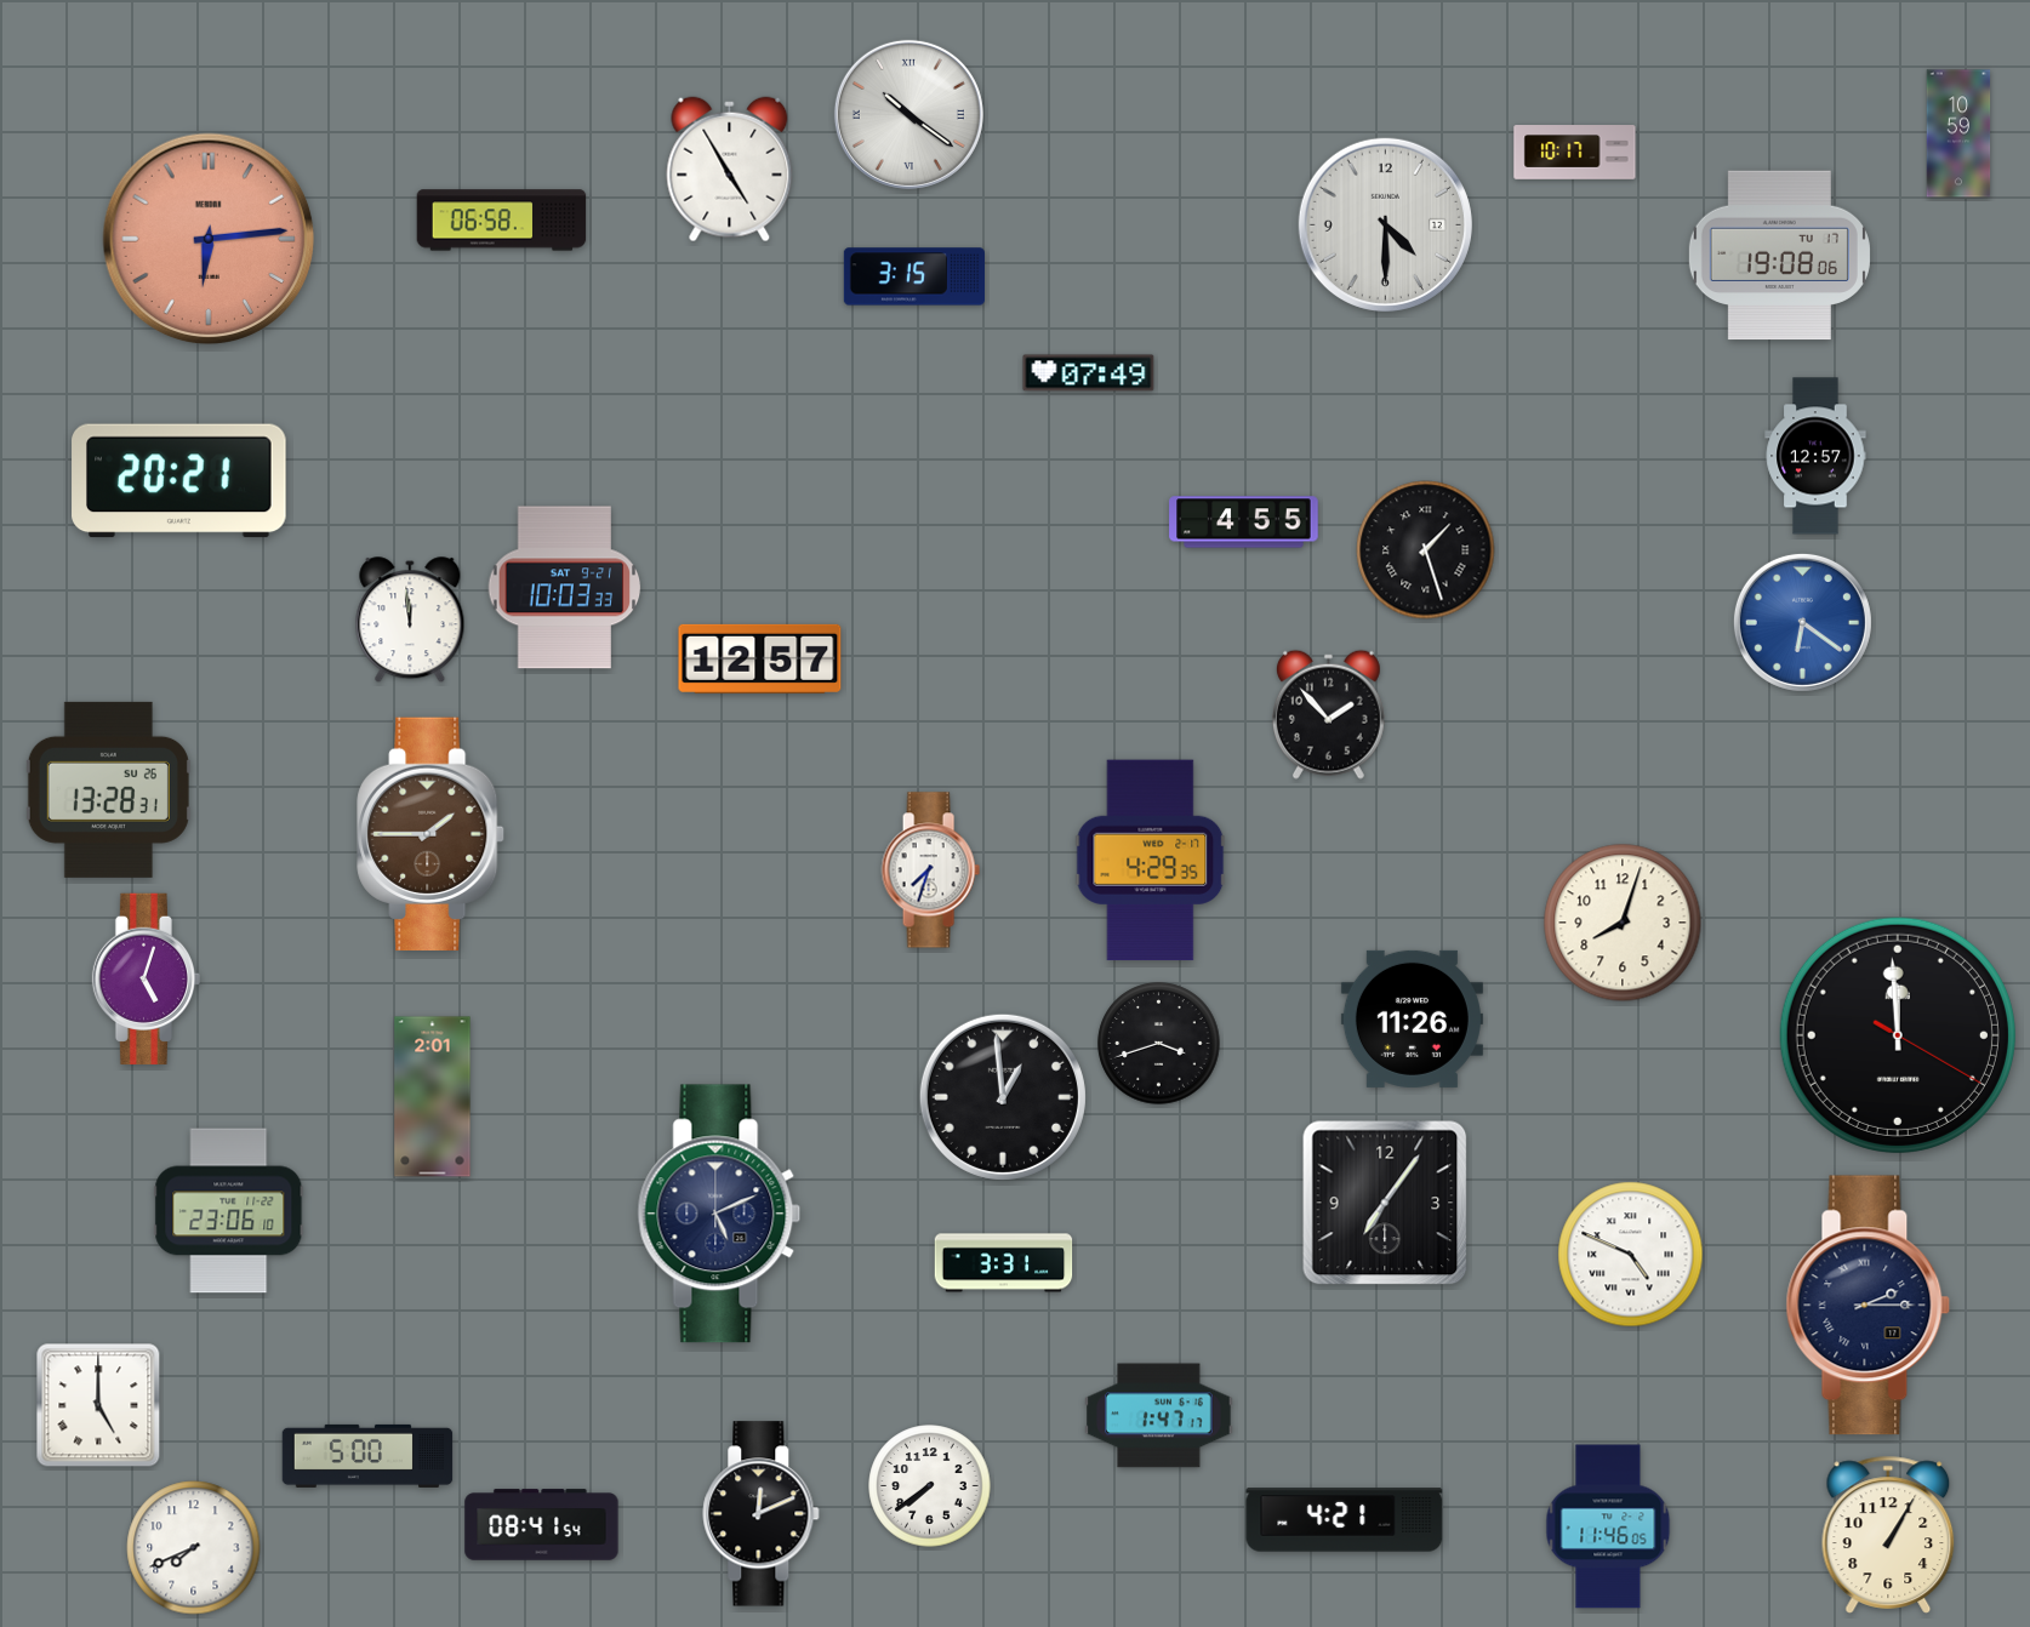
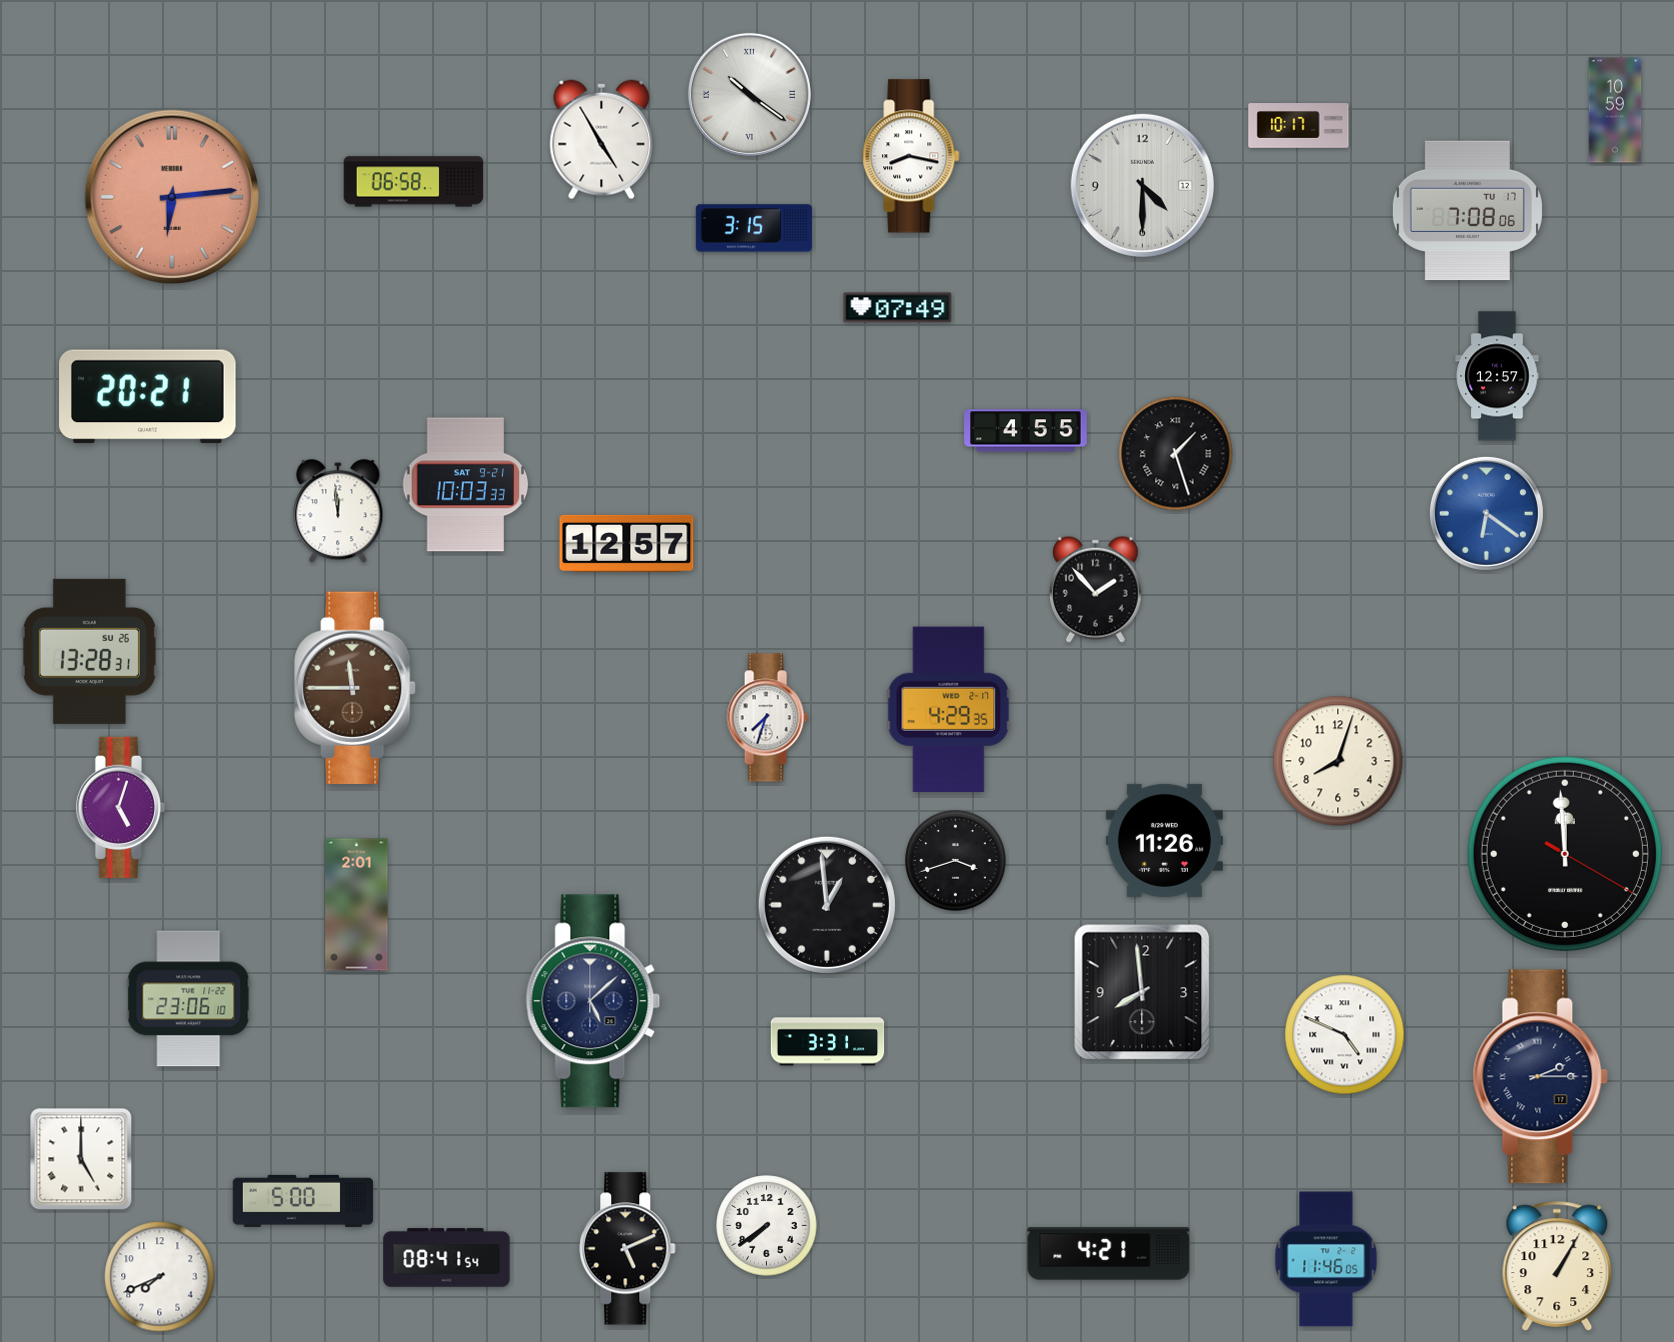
clock at (911, 156): none -> 8:17
clock at (1779, 256): 19:08 -> 7:08
clock at (430, 833): 1:45 -> 11:45
clock at (1385, 1203): 7:06 -> 7:59
clock at (719, 1214): 5:11 -> 5:08
clock at (1159, 1416): 1:47 -> none
clock at (762, 1514): 12:11 -> 5:11
